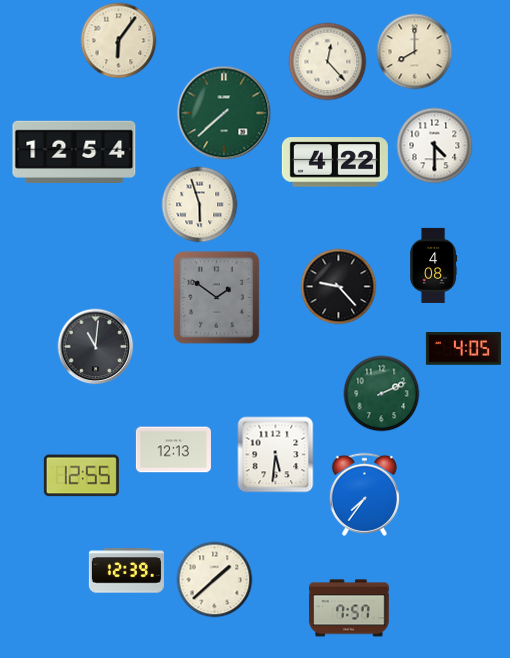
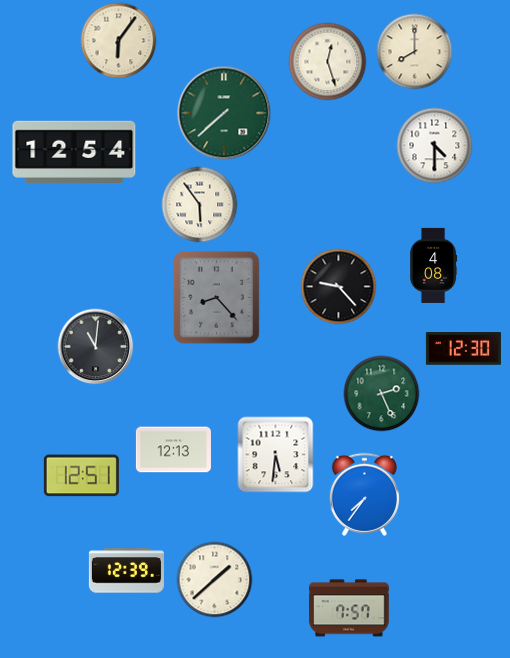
clock at (328, 62): 12:23 -> 12:27
clock at (335, 162): 4:22 -> none
clock at (200, 205): 5:57 -> 5:54
clock at (217, 298): 1:51 -> 8:23
clock at (463, 349): 4:05 -> 12:30
clock at (382, 394): 2:11 -> 2:26
clock at (81, 476): 12:55 -> 12:51
